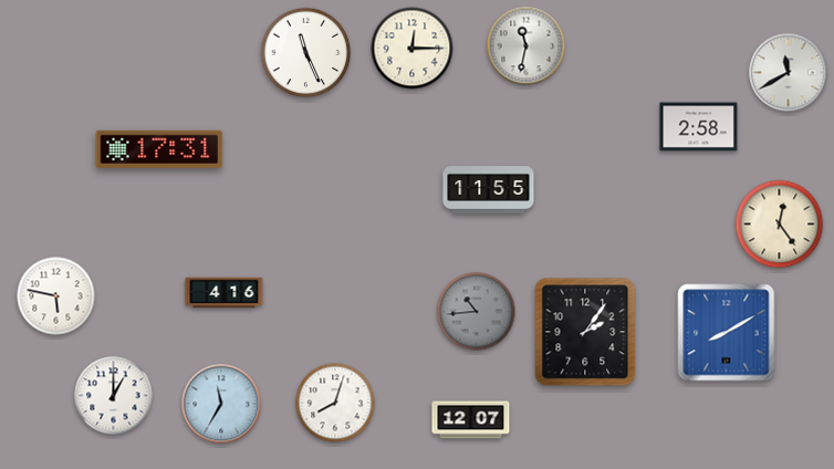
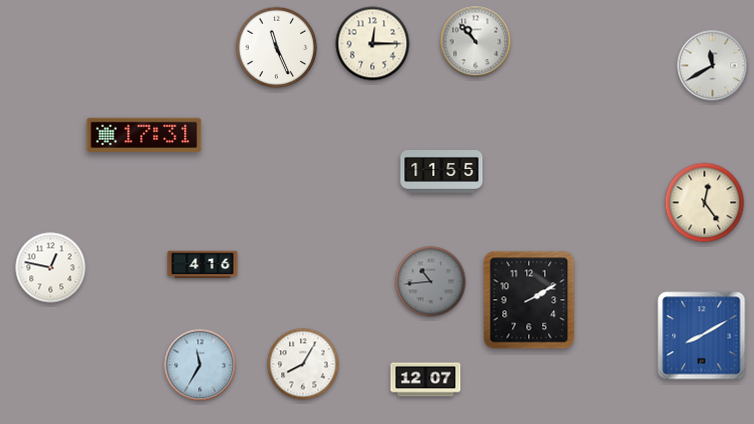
clock at (527, 46): 11:32 -> 10:53
clock at (699, 127): 2:58 -> none
clock at (56, 296): 5:47 -> 12:47
clock at (585, 332): 2:06 -> 2:10
clock at (727, 333) position: (727, 333) -> (702, 336)
clock at (114, 396): 1:00 -> none
clock at (335, 403): 8:03 -> 8:05
